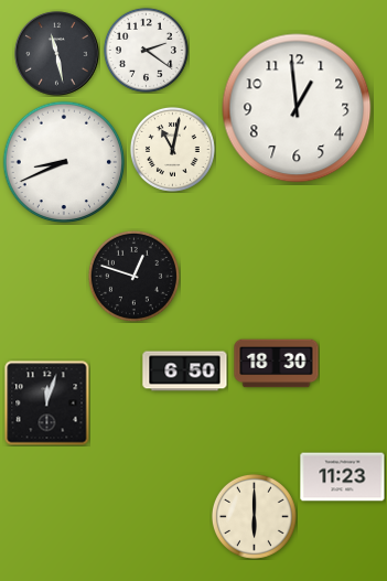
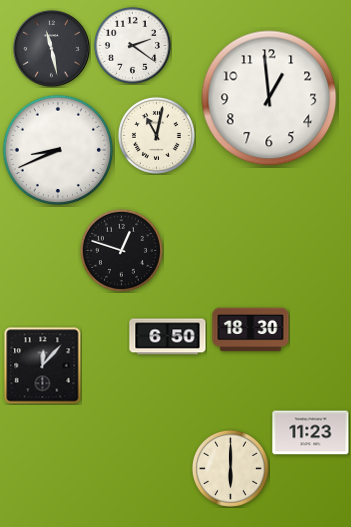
clock at (64, 162) position: (64, 162) -> (58, 150)
clock at (47, 404): 12:03 -> 12:07
